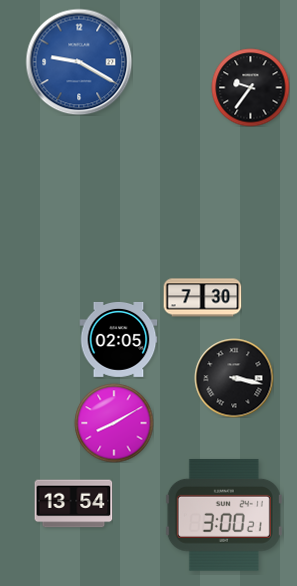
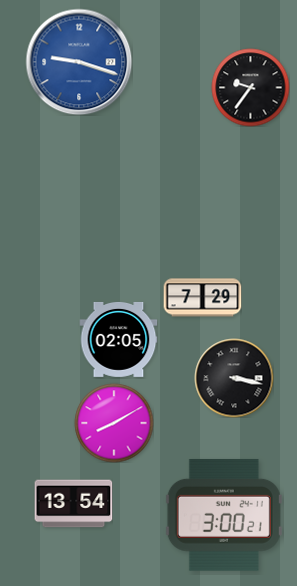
clock at (79, 62): 9:20 -> 9:18
clock at (202, 298): 7:30 -> 7:29
